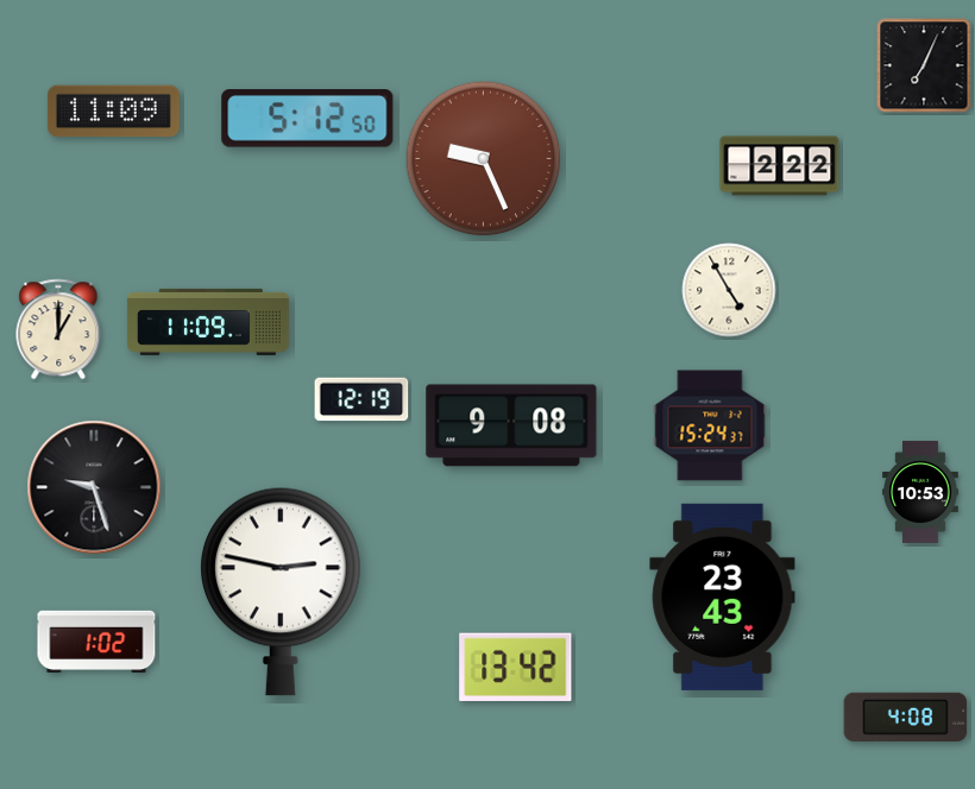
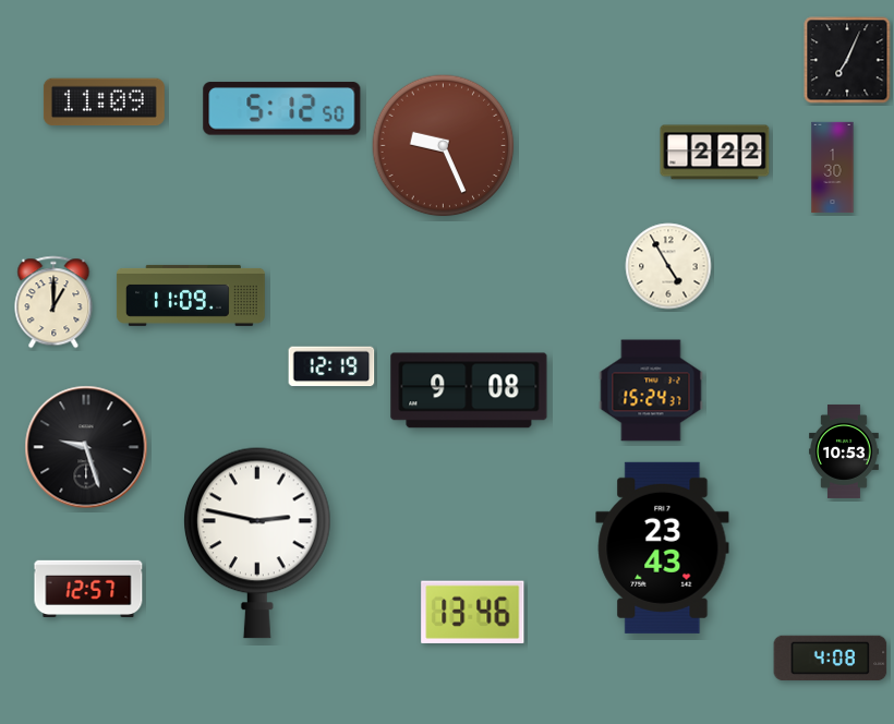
clock at (833, 168): none -> 1:30
clock at (96, 640): 1:02 -> 12:57
clock at (516, 667): 13:42 -> 13:46
